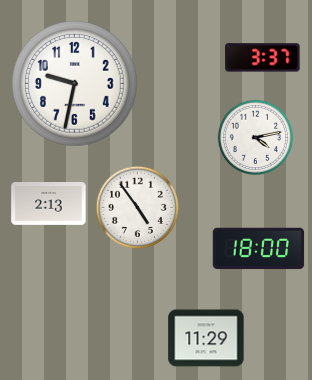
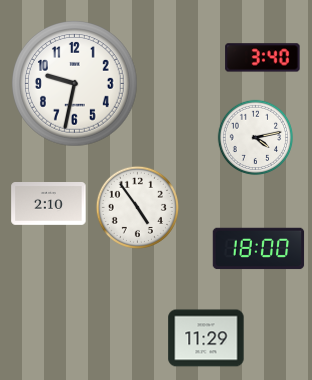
clock at (263, 58): 3:37 -> 3:40
clock at (49, 204): 2:13 -> 2:10
